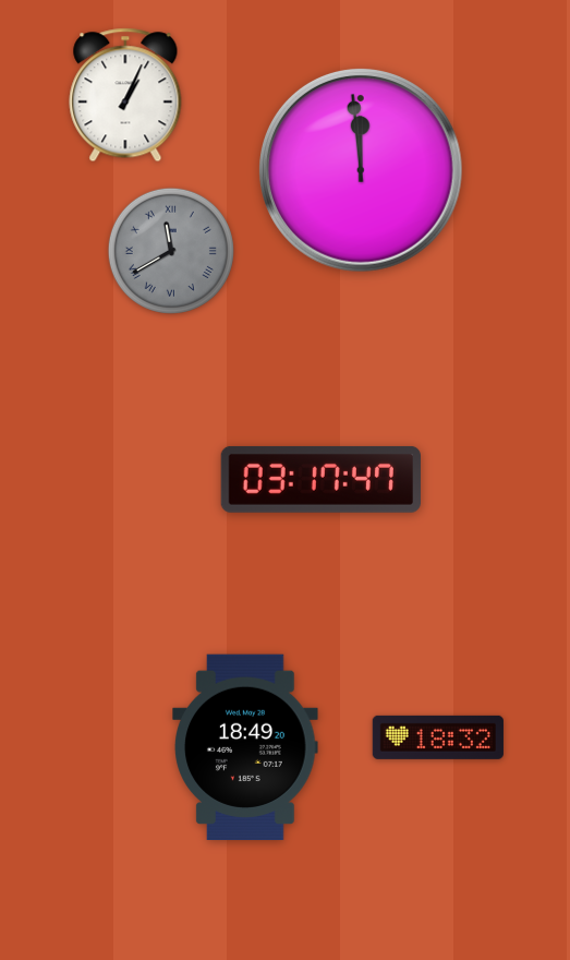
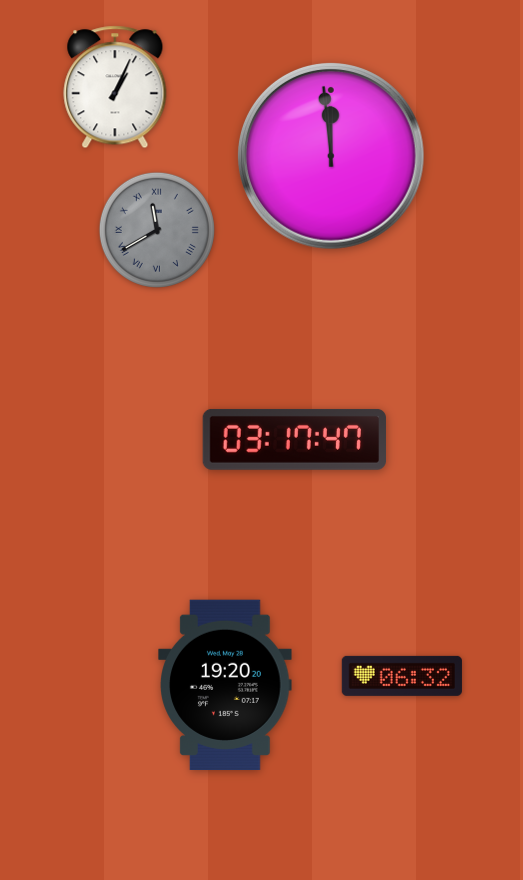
clock at (438, 737): 18:32 -> 06:32
clock at (245, 746): 18:49 -> 19:20
